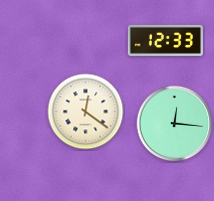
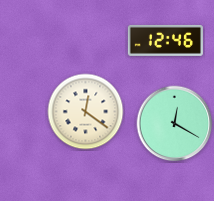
clock at (165, 40): 12:33 -> 12:46
clock at (175, 124): 12:16 -> 12:20
